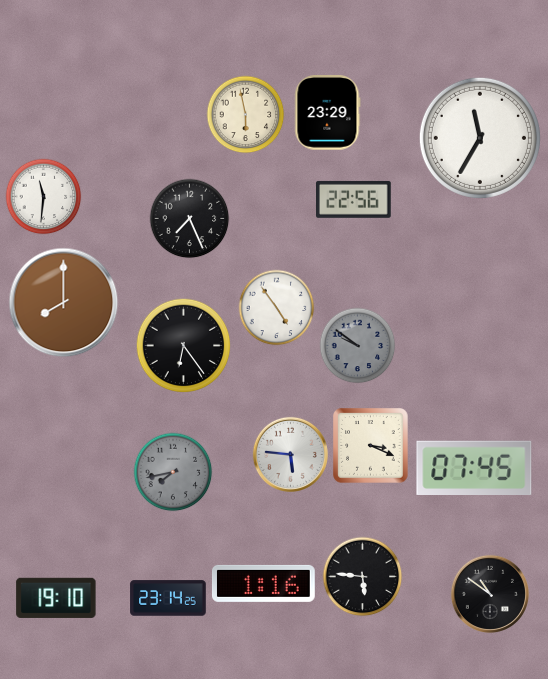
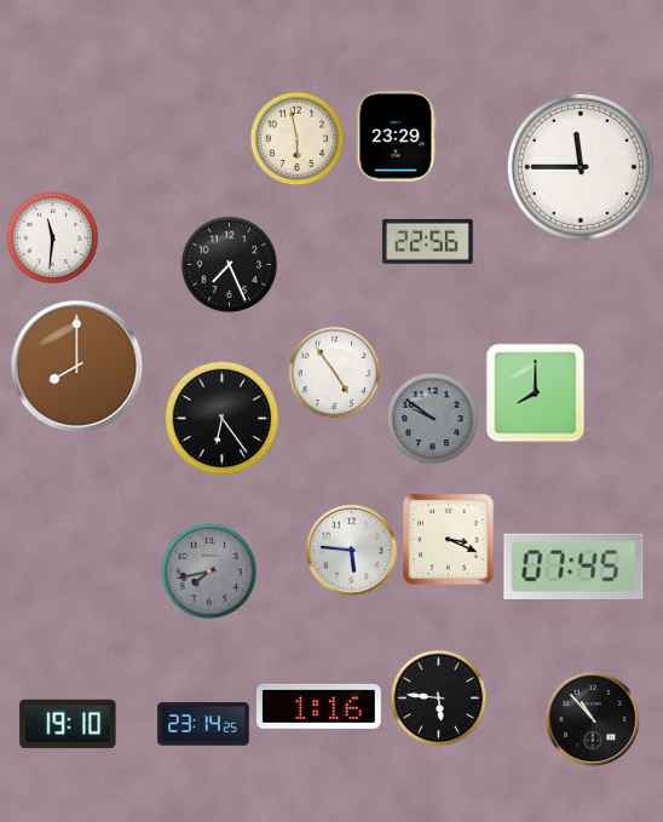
clock at (480, 138): 11:35 -> 11:45
clock at (536, 393): none -> 8:00
clock at (489, 593): 10:51 -> 10:53
